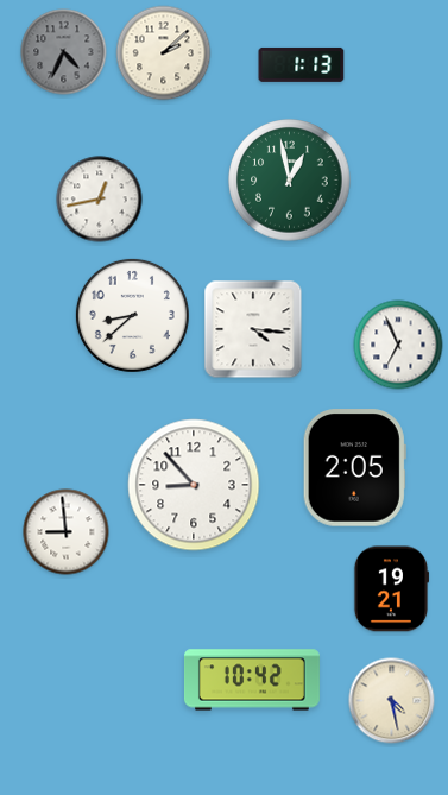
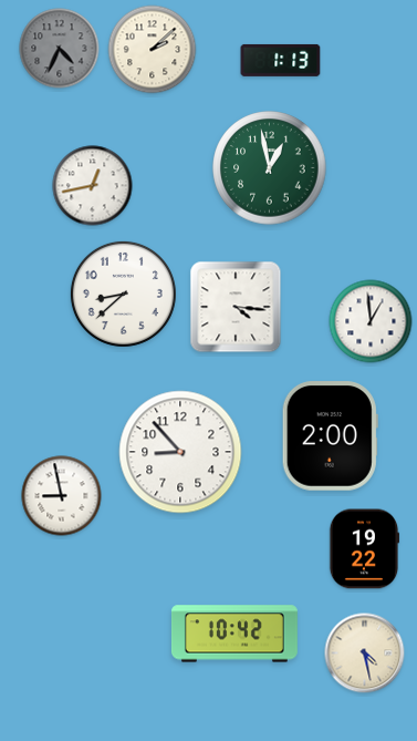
clock at (398, 345): 6:56 -> 12:59
clock at (354, 468): 2:05 -> 2:00
clock at (67, 532): 8:59 -> 8:58
clock at (391, 589): 19:21 -> 19:22
